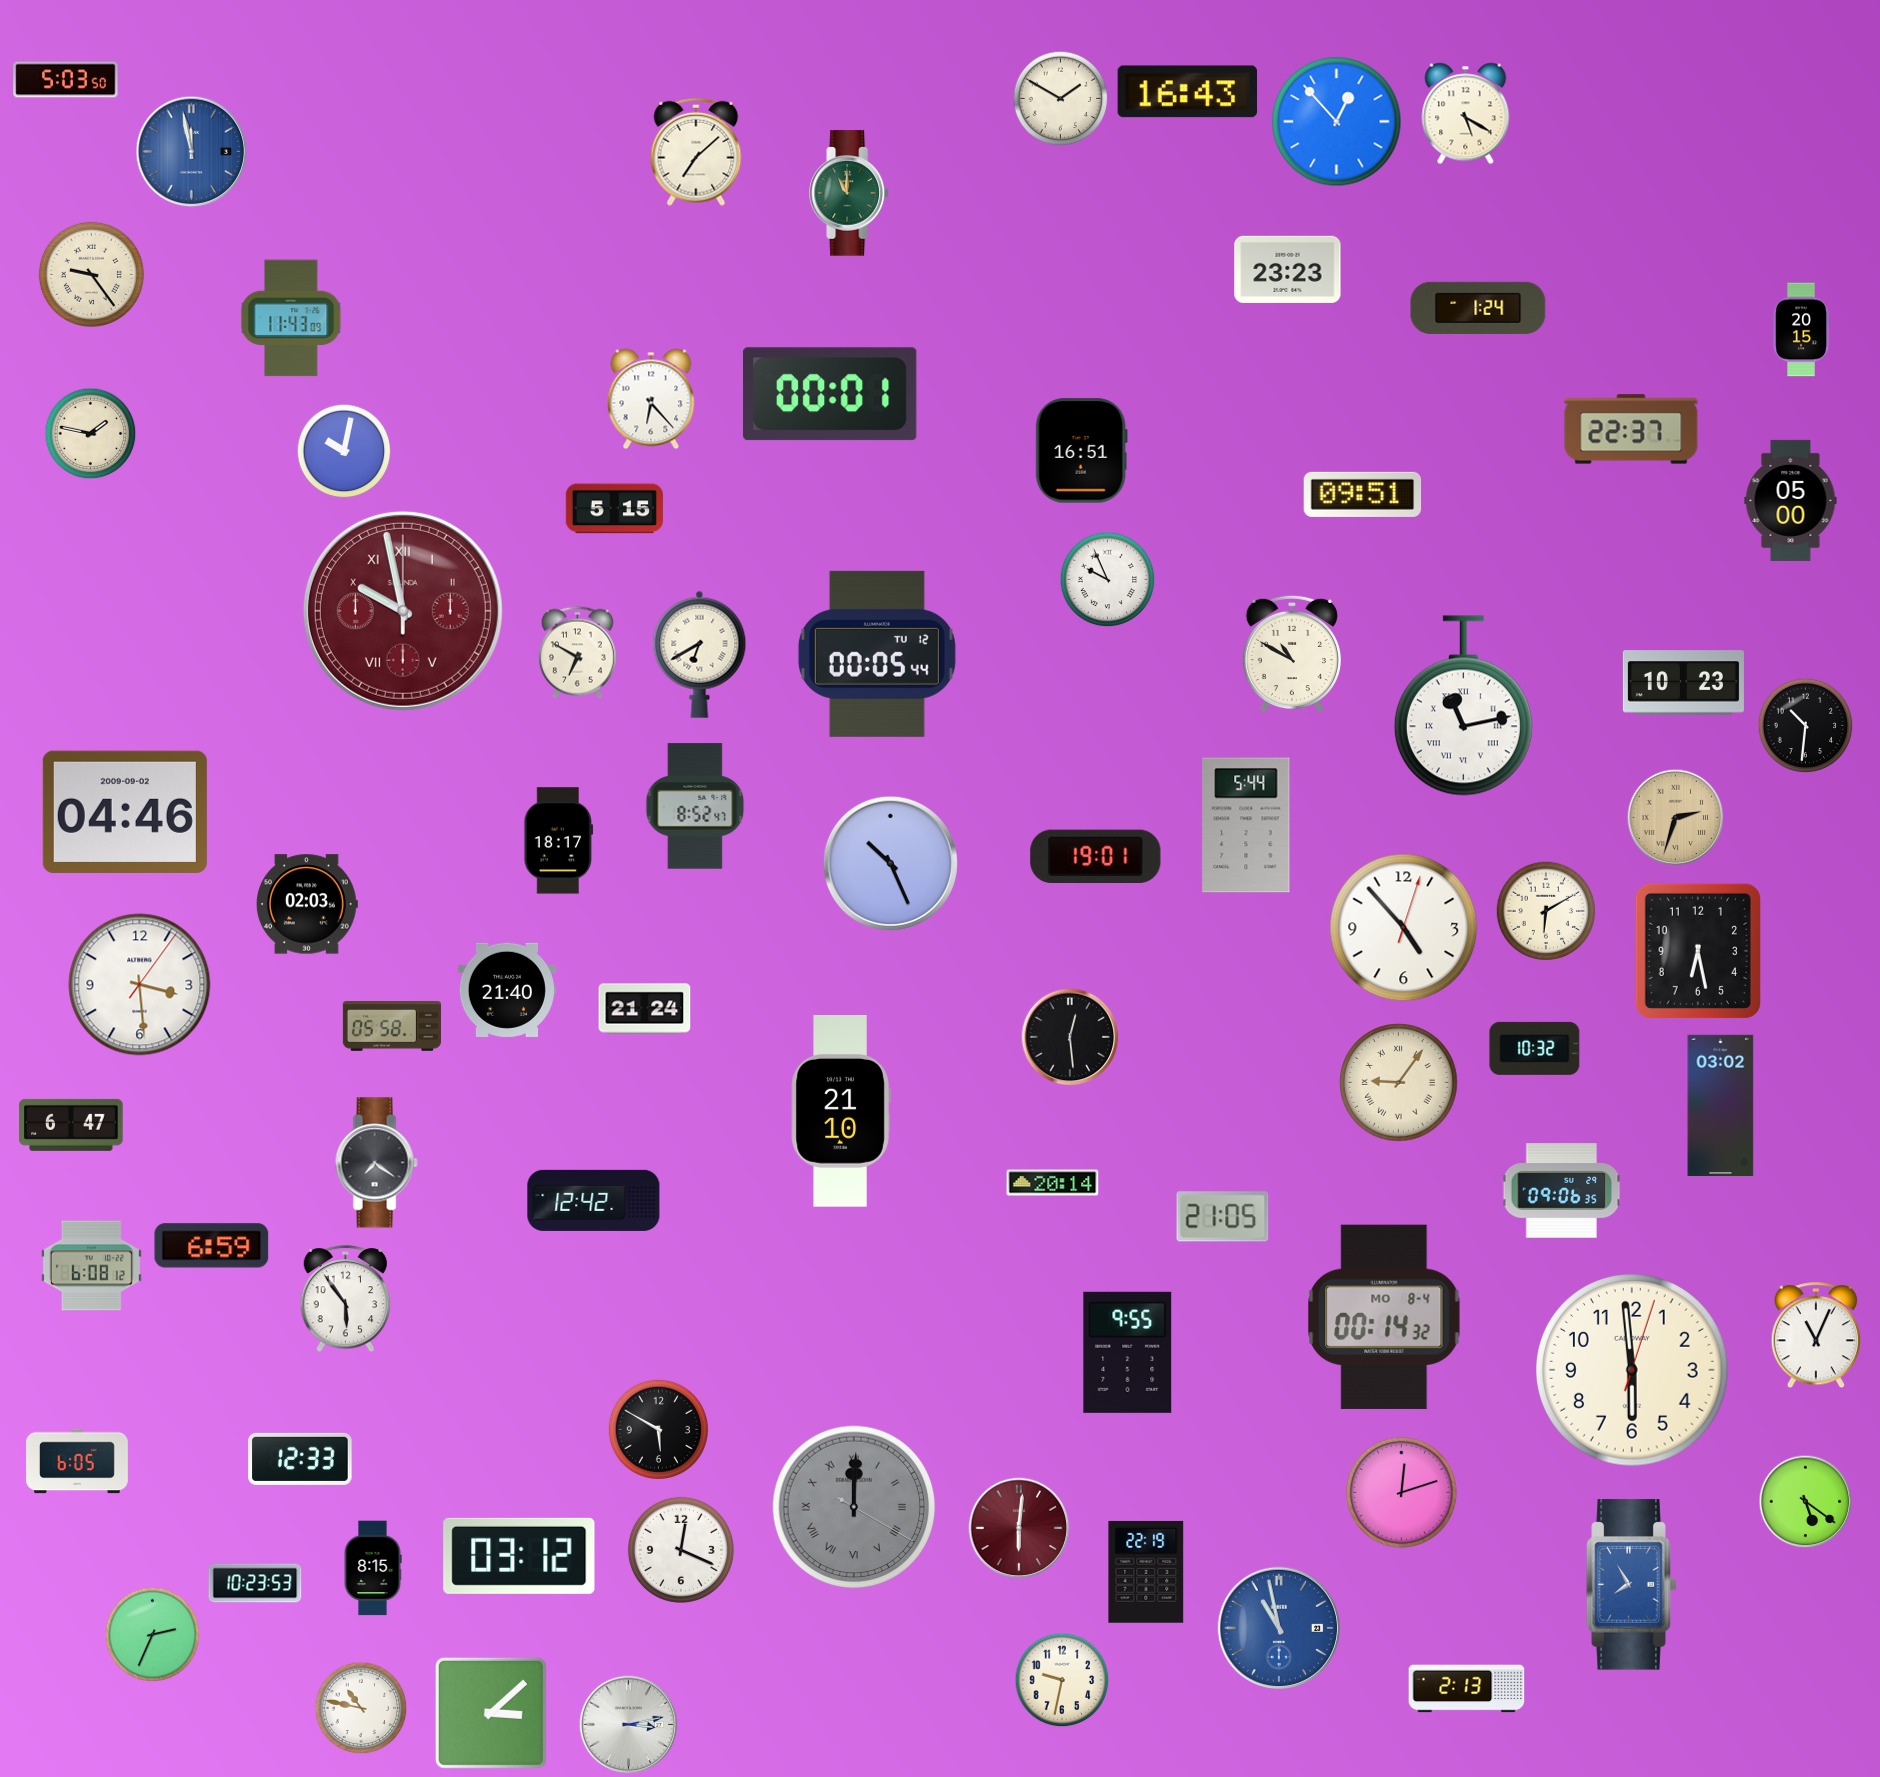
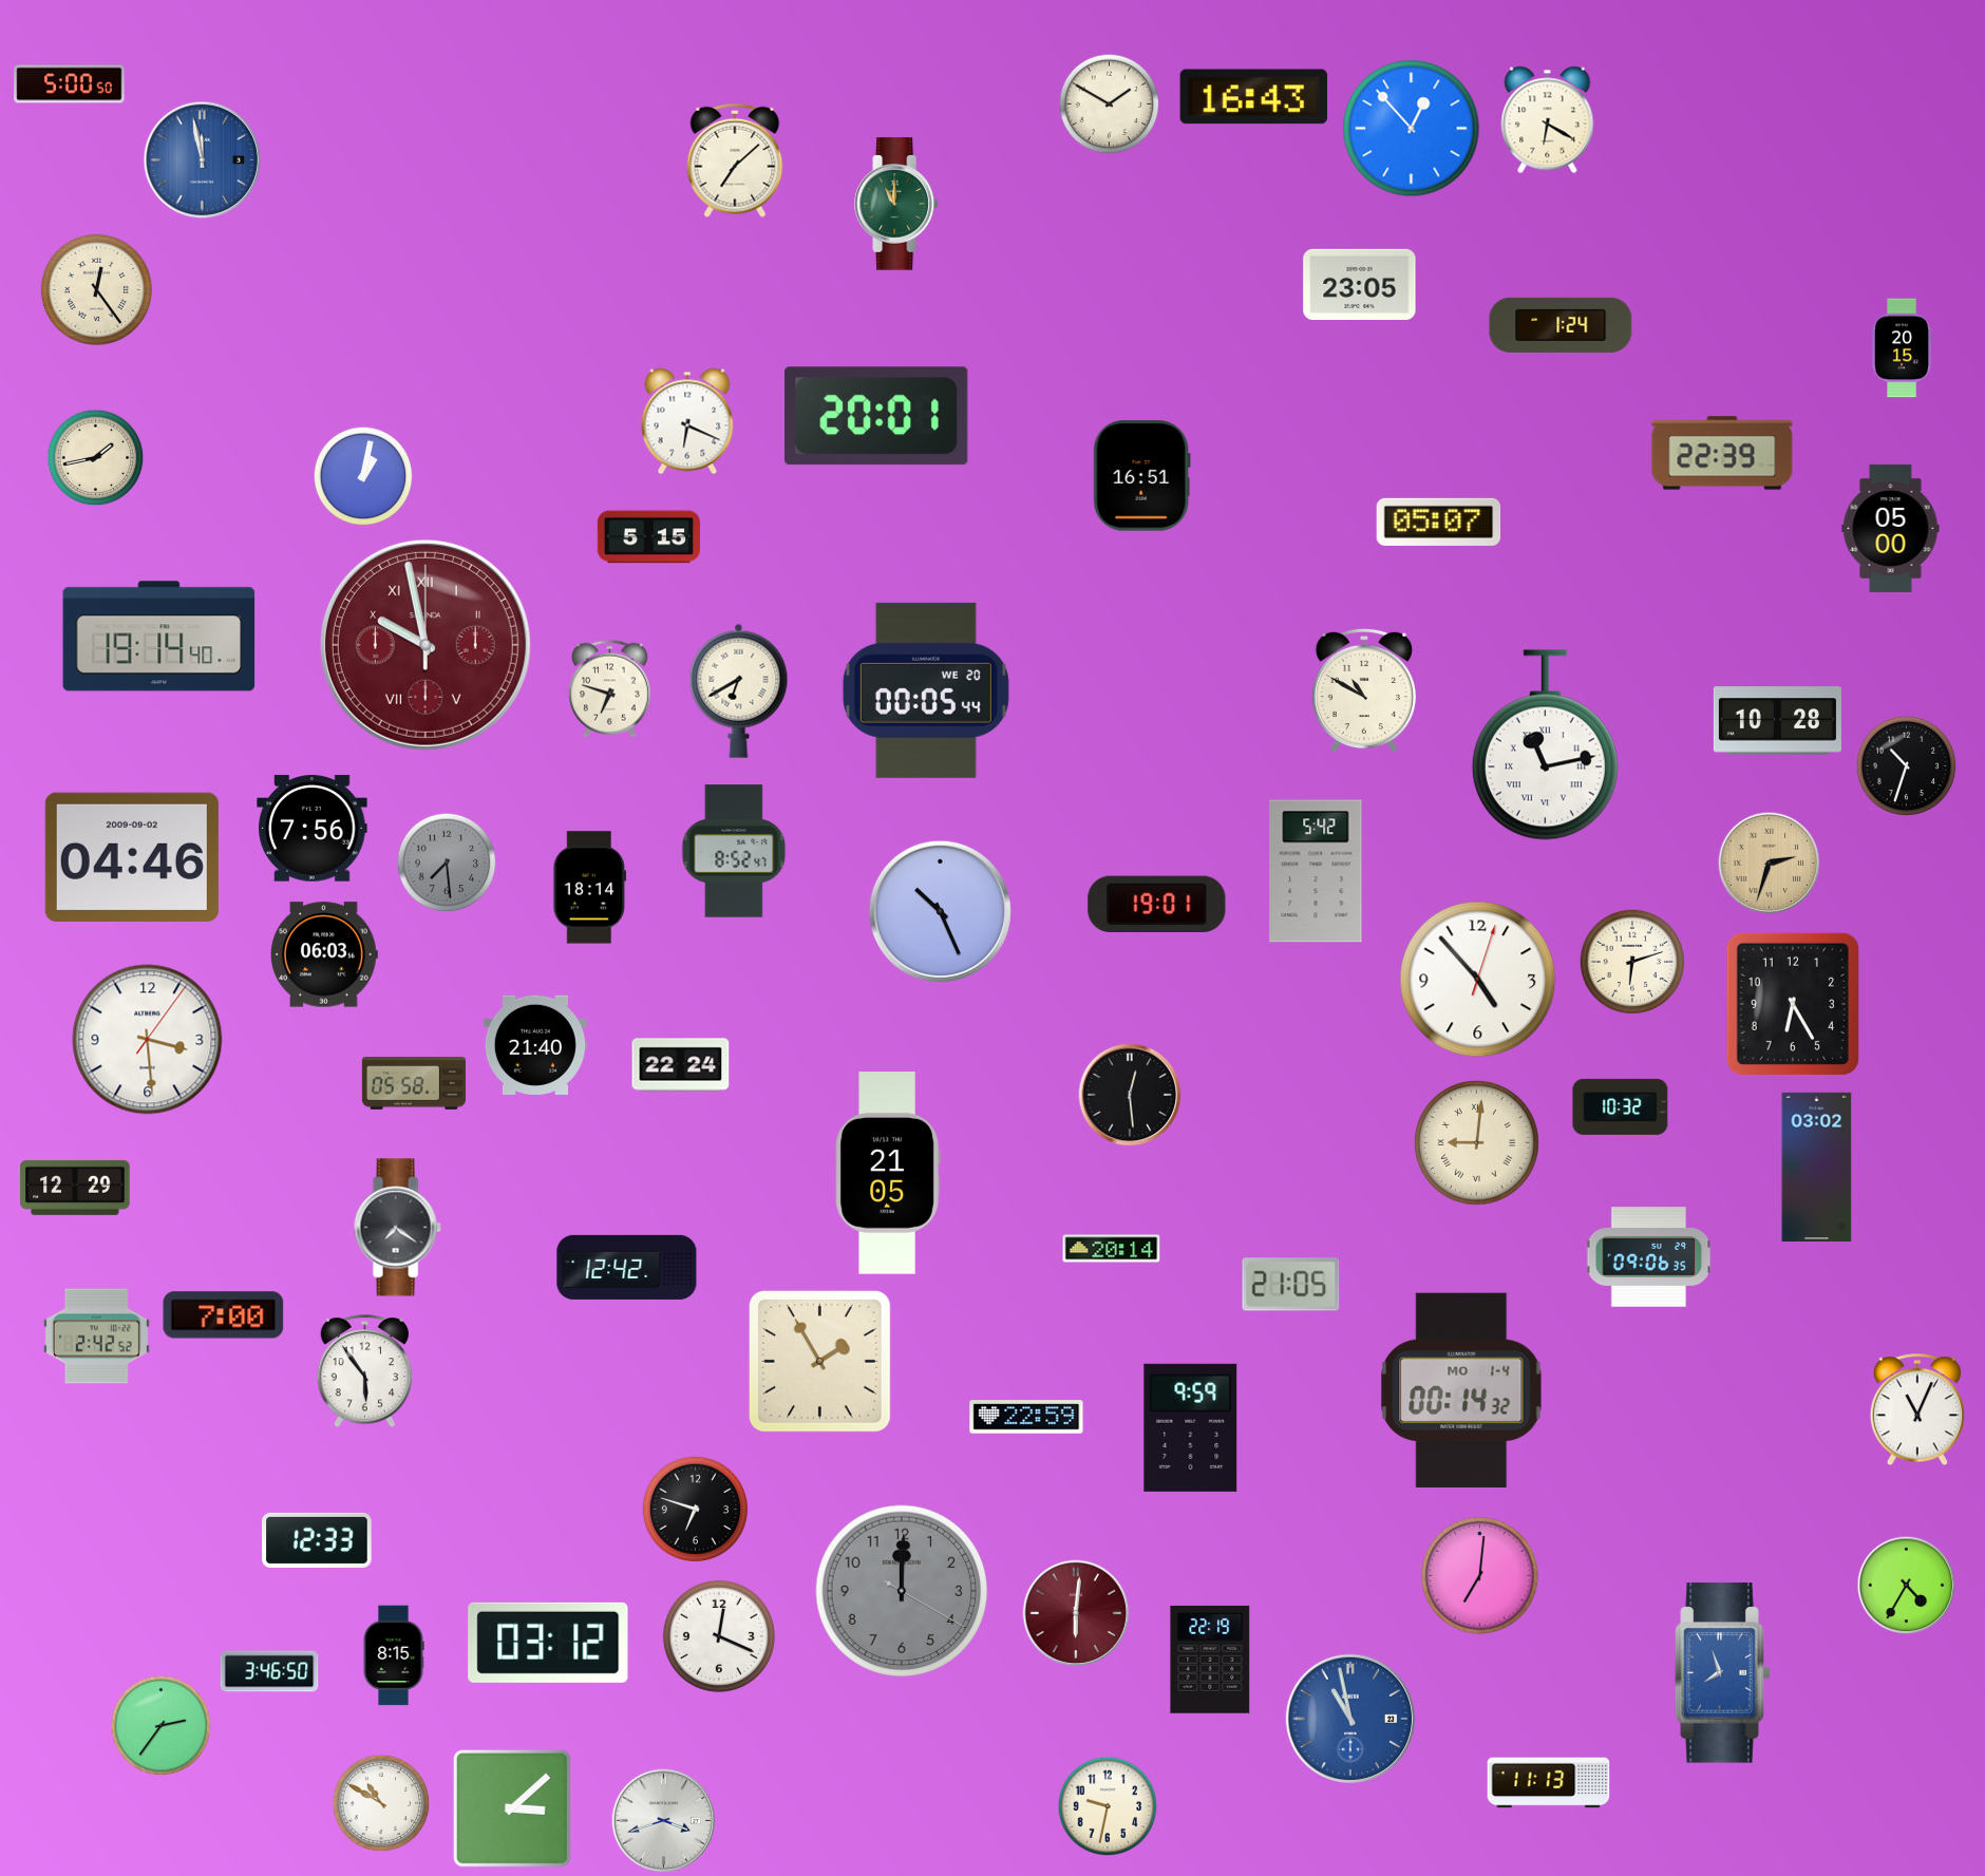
clock at (66, 80): 5:03 -> 5:00
clock at (1061, 99) position: (1061, 99) -> (1110, 105)
clock at (1466, 114): 5:20 -> 6:20
clock at (1288, 269): 23:23 -> 23:05
clock at (91, 274): 9:24 -> 12:24
clock at (291, 318): 11:43 -> none
clock at (830, 394): 00:01 -> 20:01
clock at (651, 399): 6:23 -> 6:19
clock at (1631, 429): 22:37 -> 22:39
clock at (91, 434): 1:47 -> 1:43
clock at (344, 451): 10:02 -> 1:02
clock at (1363, 494): 09:51 -> 05:07
clock at (1108, 580): 9:56 -> none
clock at (159, 637): none -> 19:14
clock at (577, 652): 6:50 -> 6:48
clock at (877, 654) date: TU 12 -> WE 20
clock at (1683, 683): 10:23 -> 10:28
clock at (1806, 726): 10:31 -> 10:33
clock at (313, 829): none -> 7:56
clock at (447, 863): none -> 7:29
clock at (1246, 825): 5:44 -> 5:42
clock at (559, 841): 18:17 -> 18:14
clock at (307, 904): 02:03 -> 06:03
clock at (1545, 910): 6:10 -> 6:12
clock at (1404, 928) position: (1404, 928) -> (1478, 980)
clock at (1698, 951): 6:28 -> 6:25
clock at (645, 1009): 21:24 -> 22:24
clock at (1399, 1083): 9:06 -> 9:01
clock at (841, 1111): 21:10 -> 21:05
clock at (71, 1125): 6:47 -> 12:29
clock at (212, 1246): 6:59 -> 7:00
clock at (91, 1266): 6:08 -> 2:42
clock at (819, 1361): none -> 1:55
clock at (1384, 1317) date: MO 8-4 -> MO 1-4
clock at (1026, 1417): none -> 22:59
clock at (1128, 1352): 9:55 -> 9:59
clock at (1633, 1371): 5:59 -> none
clock at (658, 1429): 5:50 -> 6:48
clock at (77, 1461): 6:05 -> none
clock at (1401, 1492): 12:12 -> 7:01
clock at (1806, 1502): 5:21 -> 4:35
clock at (854, 1507) numerals: Roman -> Arabic
clock at (255, 1583): 10:23 -> 3:46
clock at (1632, 1585): 7:55 -> 7:57
clock at (153, 1635): 2:34 -> 2:36
clock at (1062, 1680) position: (1062, 1680) -> (1108, 1806)
clock at (1467, 1689): 2:13 -> 11:13
clock at (361, 1708): 10:47 -> 10:50
clock at (491, 1713) position: (491, 1713) -> (512, 1808)
clock at (629, 1725): 3:13 -> 3:42
